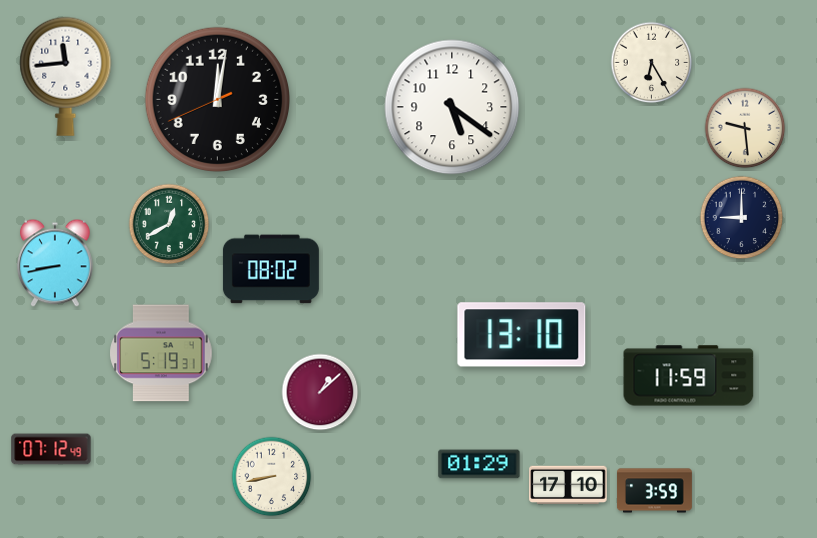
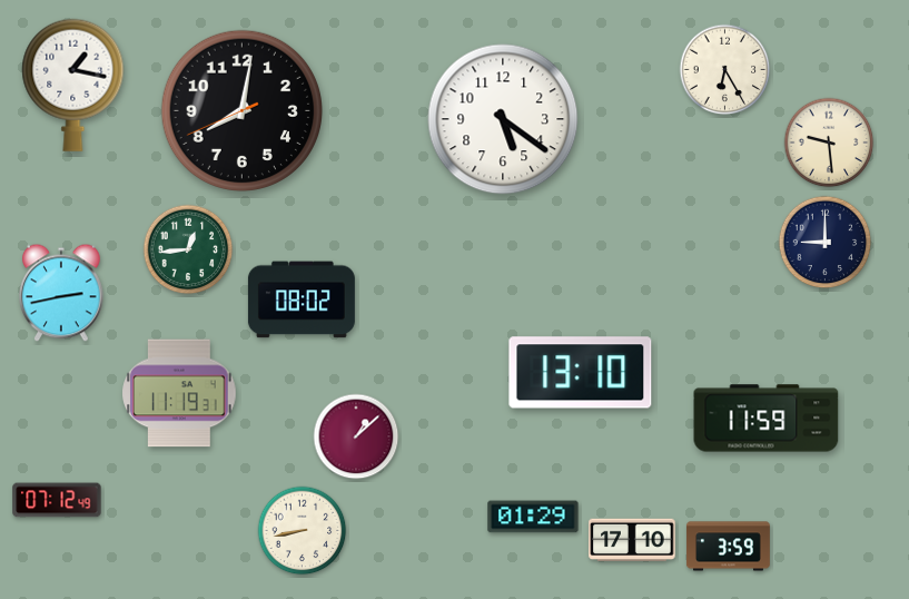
clock at (66, 76): 11:44 -> 1:17
clock at (217, 99): 12:01 -> 8:01
clock at (169, 224): 12:40 -> 12:44
clock at (56, 263): 8:43 -> 2:43
clock at (161, 353): 5:19 -> 11:19
